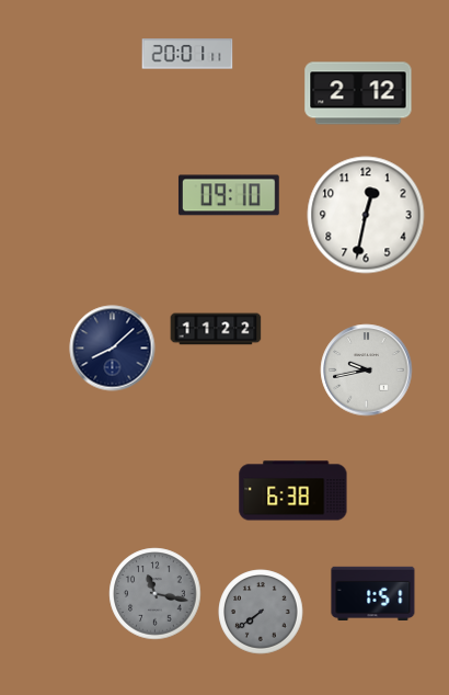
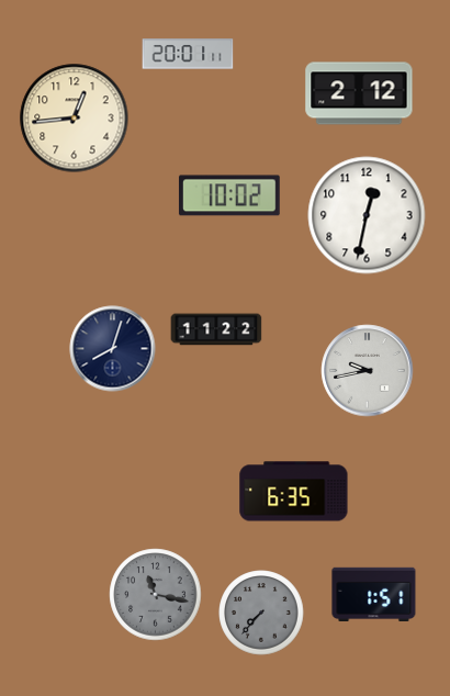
clock at (75, 119): none -> 12:44
clock at (229, 195): 09:10 -> 10:02
clock at (113, 349): 8:08 -> 8:03
clock at (293, 491): 6:38 -> 6:35
clock at (261, 612): 7:39 -> 7:37
